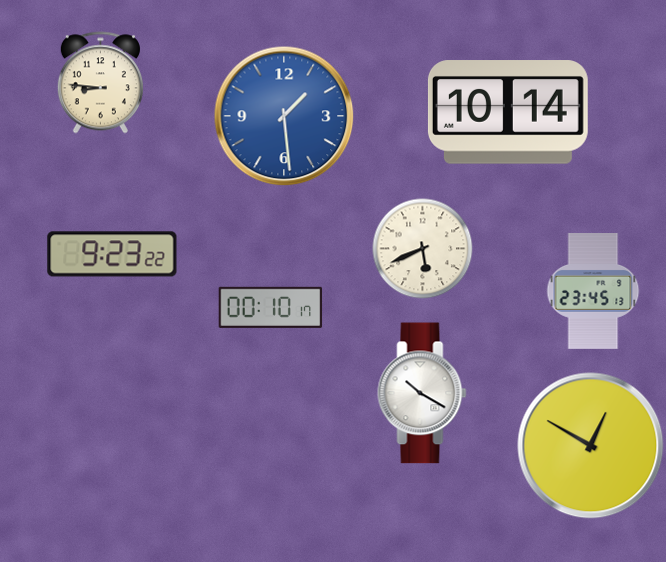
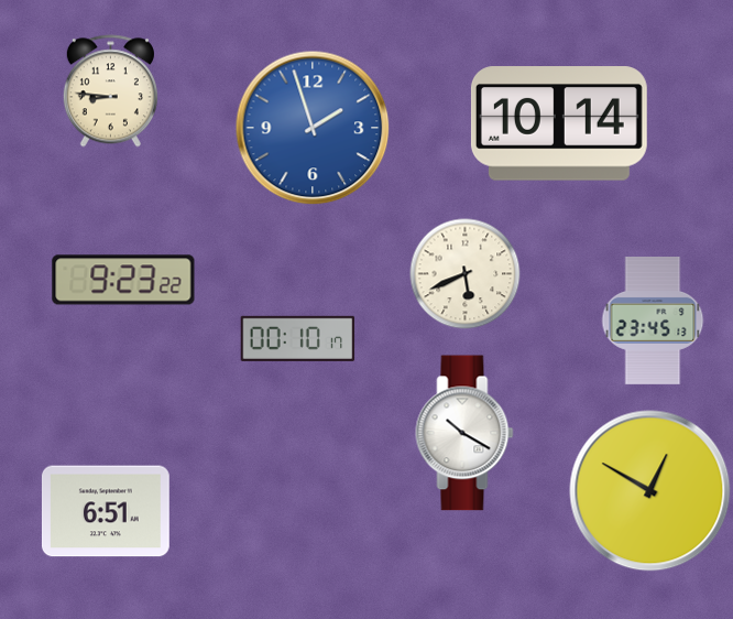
clock at (284, 116): 1:29 -> 1:57
clock at (106, 511): none -> 6:51
